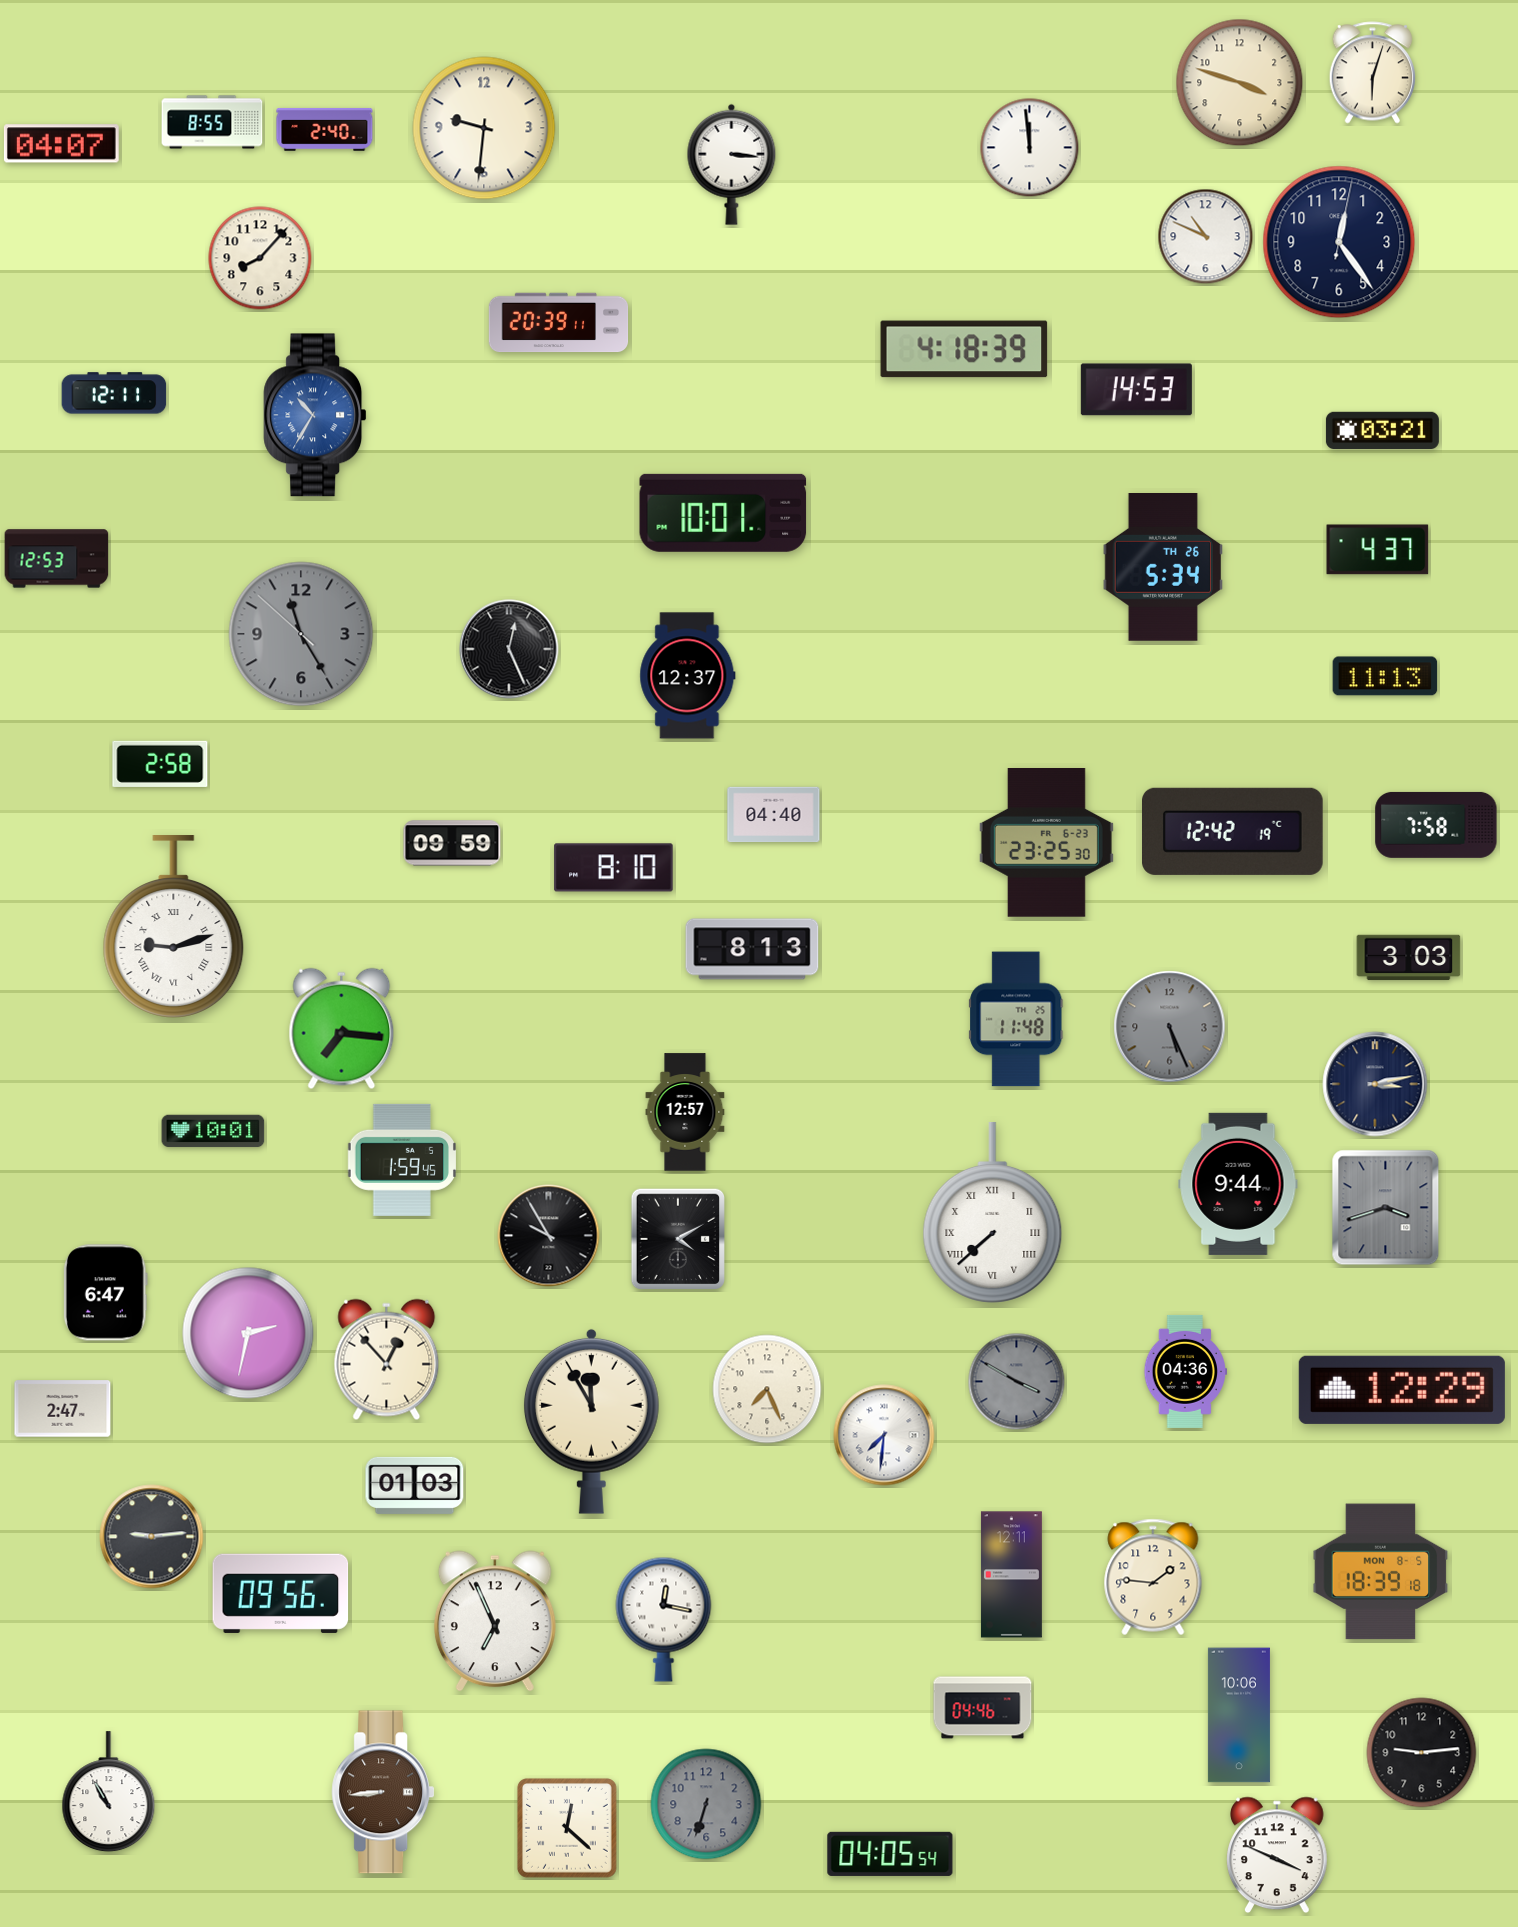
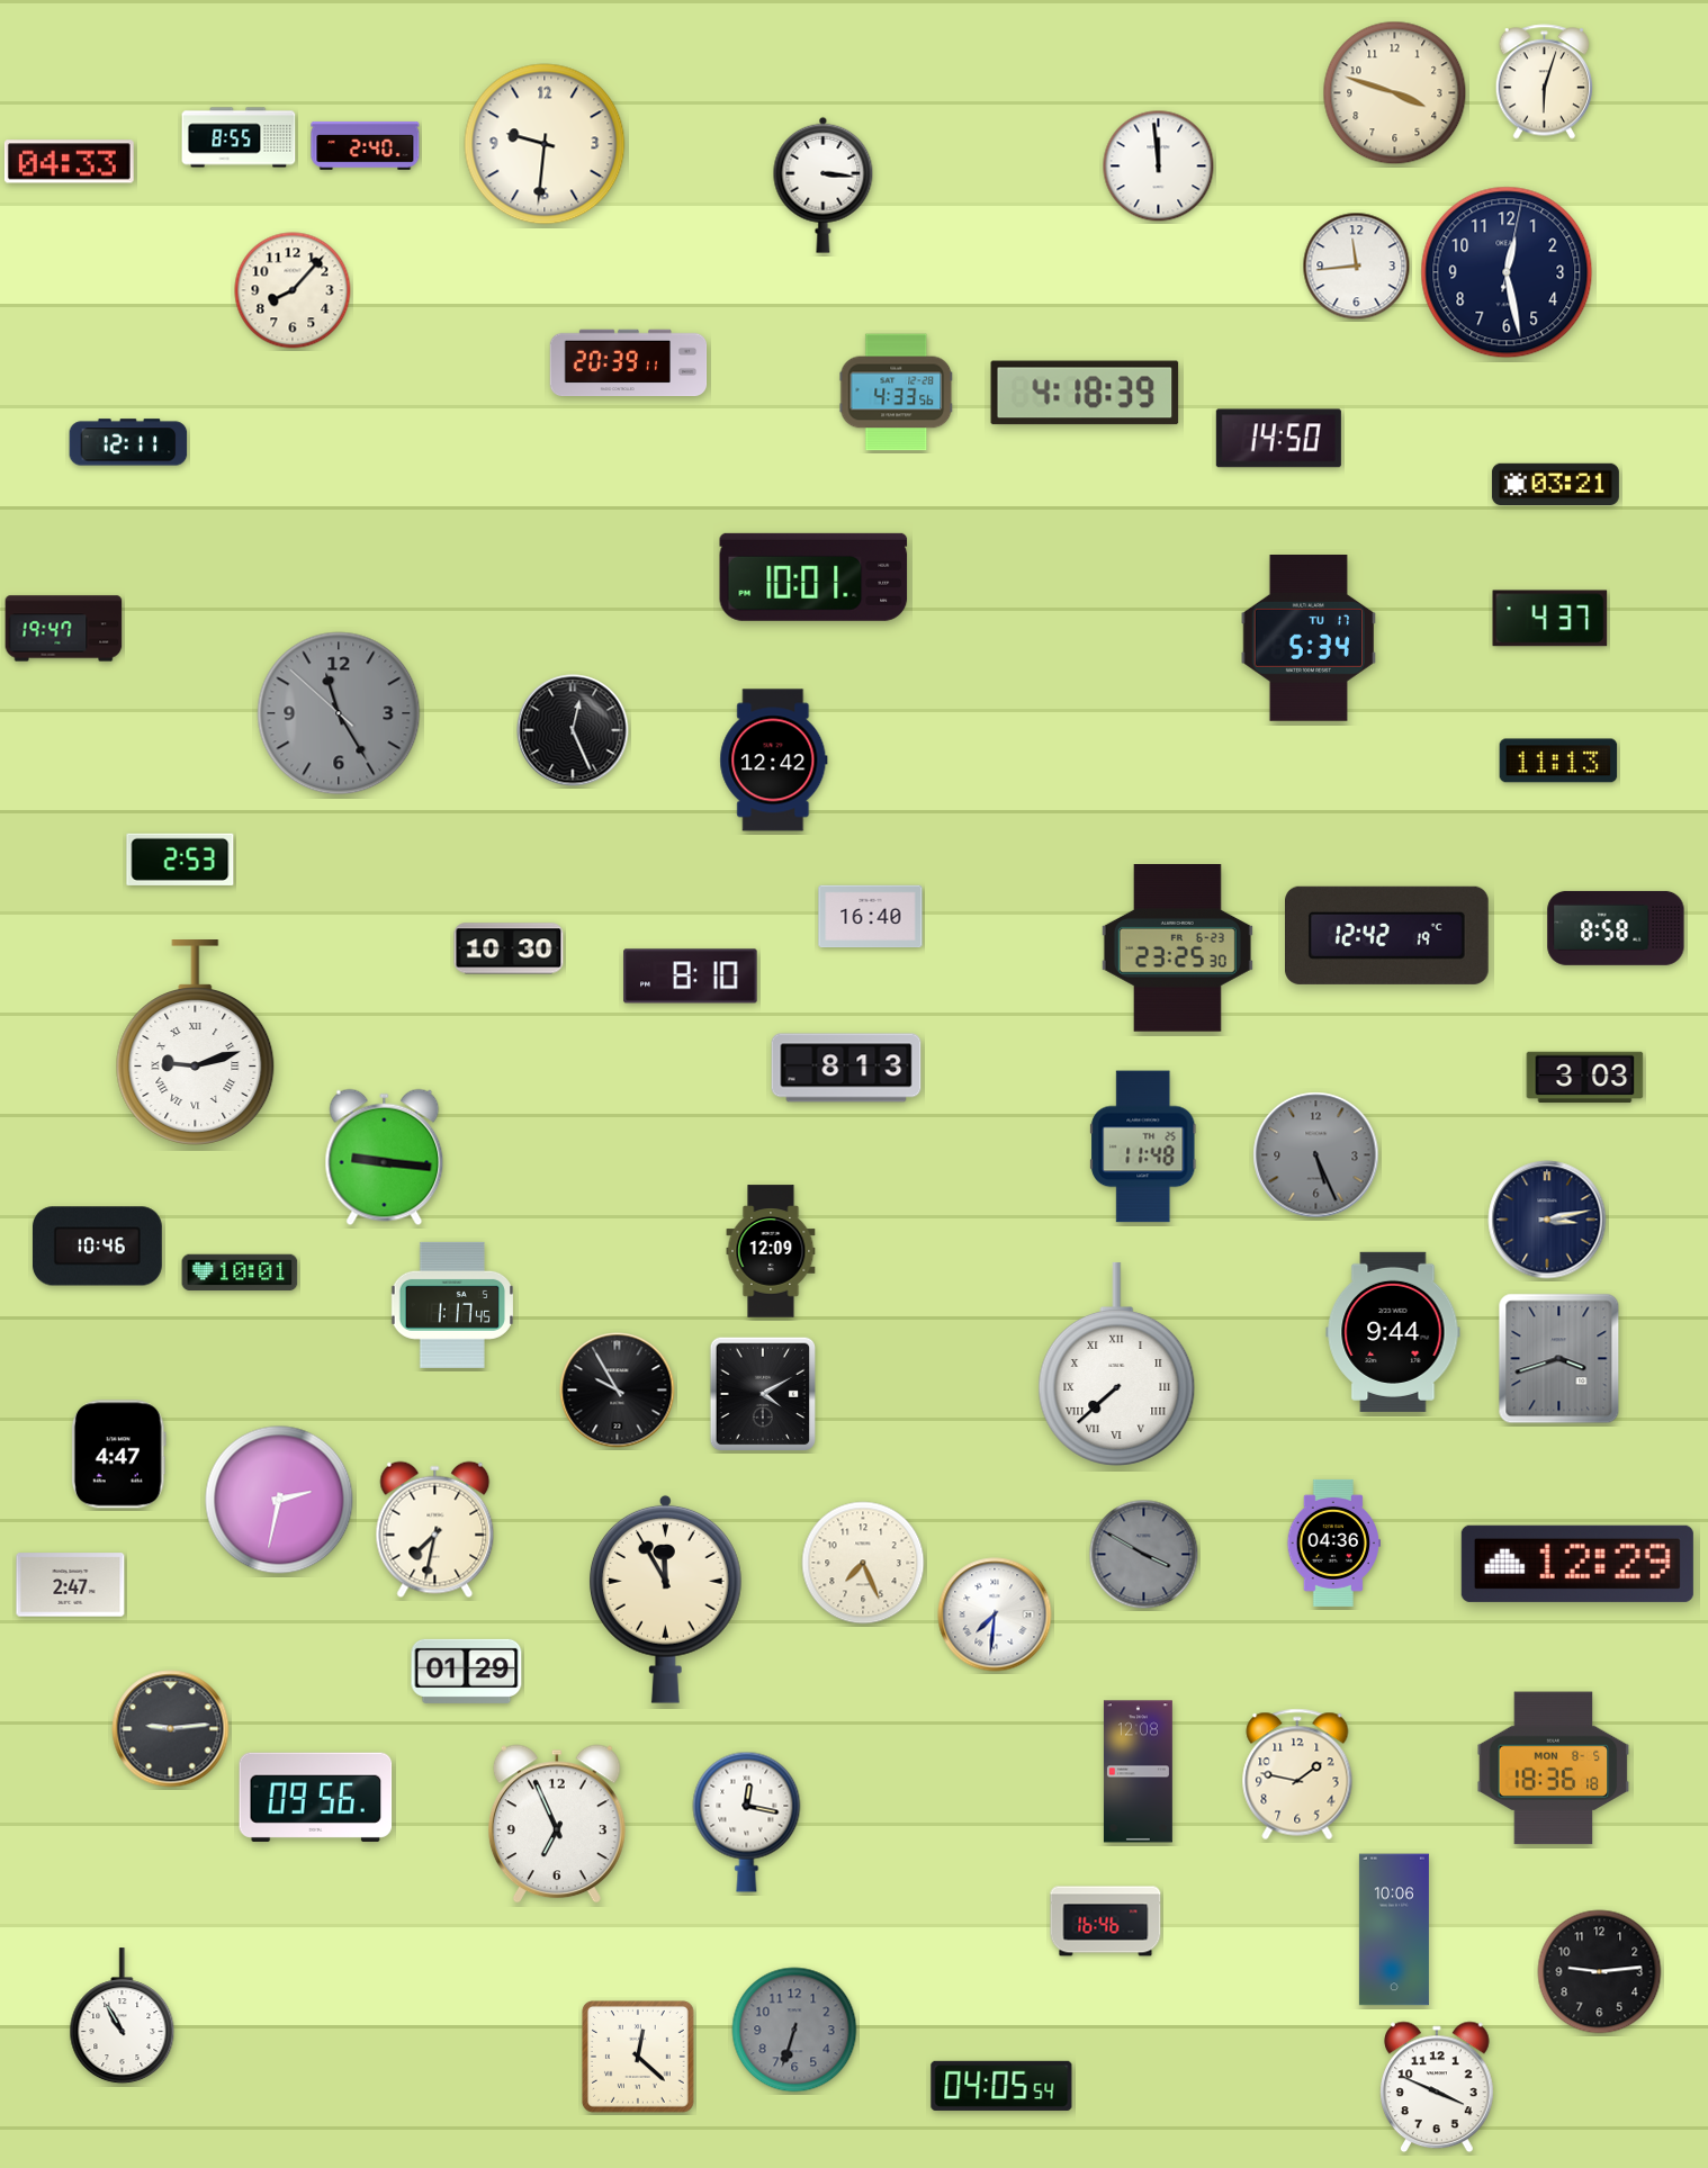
clock at (61, 144): 04:07 -> 04:33
clock at (1206, 237): 10:49 -> 11:44
clock at (1339, 242): 12:24 -> 12:28
clock at (897, 393): none -> 4:33
clock at (1136, 390): 14:53 -> 14:50
clock at (315, 415): 10:35 -> none
clock at (57, 559): 12:53 -> 19:47
clock at (1162, 568) date: TH 26 -> TU 17
clock at (688, 676): 12:37 -> 12:42
clock at (160, 764): 2:58 -> 2:53
clock at (774, 815): 04:40 -> 16:40
clock at (1436, 825): 7:58 -> 8:58
clock at (452, 843): 09:59 -> 10:30
clock at (342, 1029): 7:16 -> 9:16
clock at (97, 1247): none -> 10:46
clock at (685, 1112): 12:57 -> 12:09
clock at (401, 1160): 1:59 -> 1:17
clock at (105, 1293): 6:47 -> 4:47
clock at (387, 1360): 12:53 -> 7:32
clock at (415, 1485): 01:03 -> 01:29
clock at (1381, 1572): 18:39 -> 18:36
clock at (1011, 1575): 12:11 -> 12:08
clock at (1153, 1577): 1:46 -> 1:47
clock at (281, 1593) position: (281, 1593) -> (316, 1797)
clock at (983, 1708): 04:46 -> 16:46
clock at (383, 1792): 8:44 -> none
